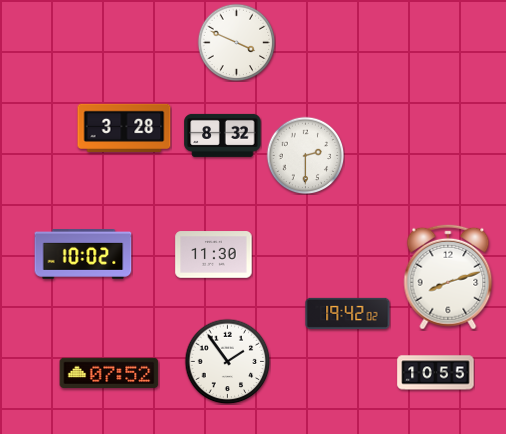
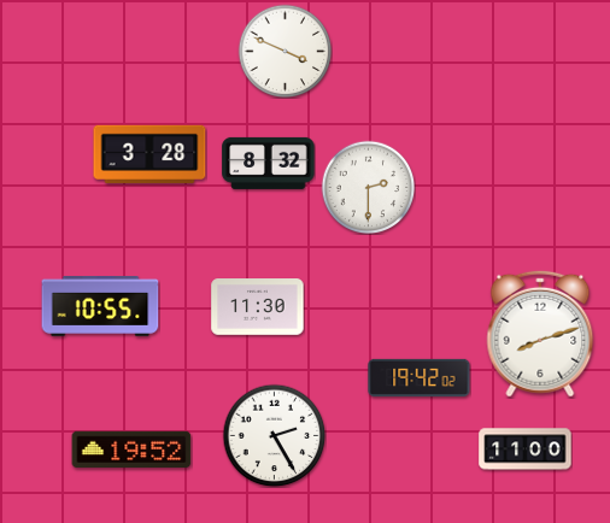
clock at (83, 255): 10:02 -> 10:55
clock at (227, 361): 1:54 -> 2:25
clock at (109, 372): 07:52 -> 19:52
clock at (436, 373): 10:55 -> 11:00
